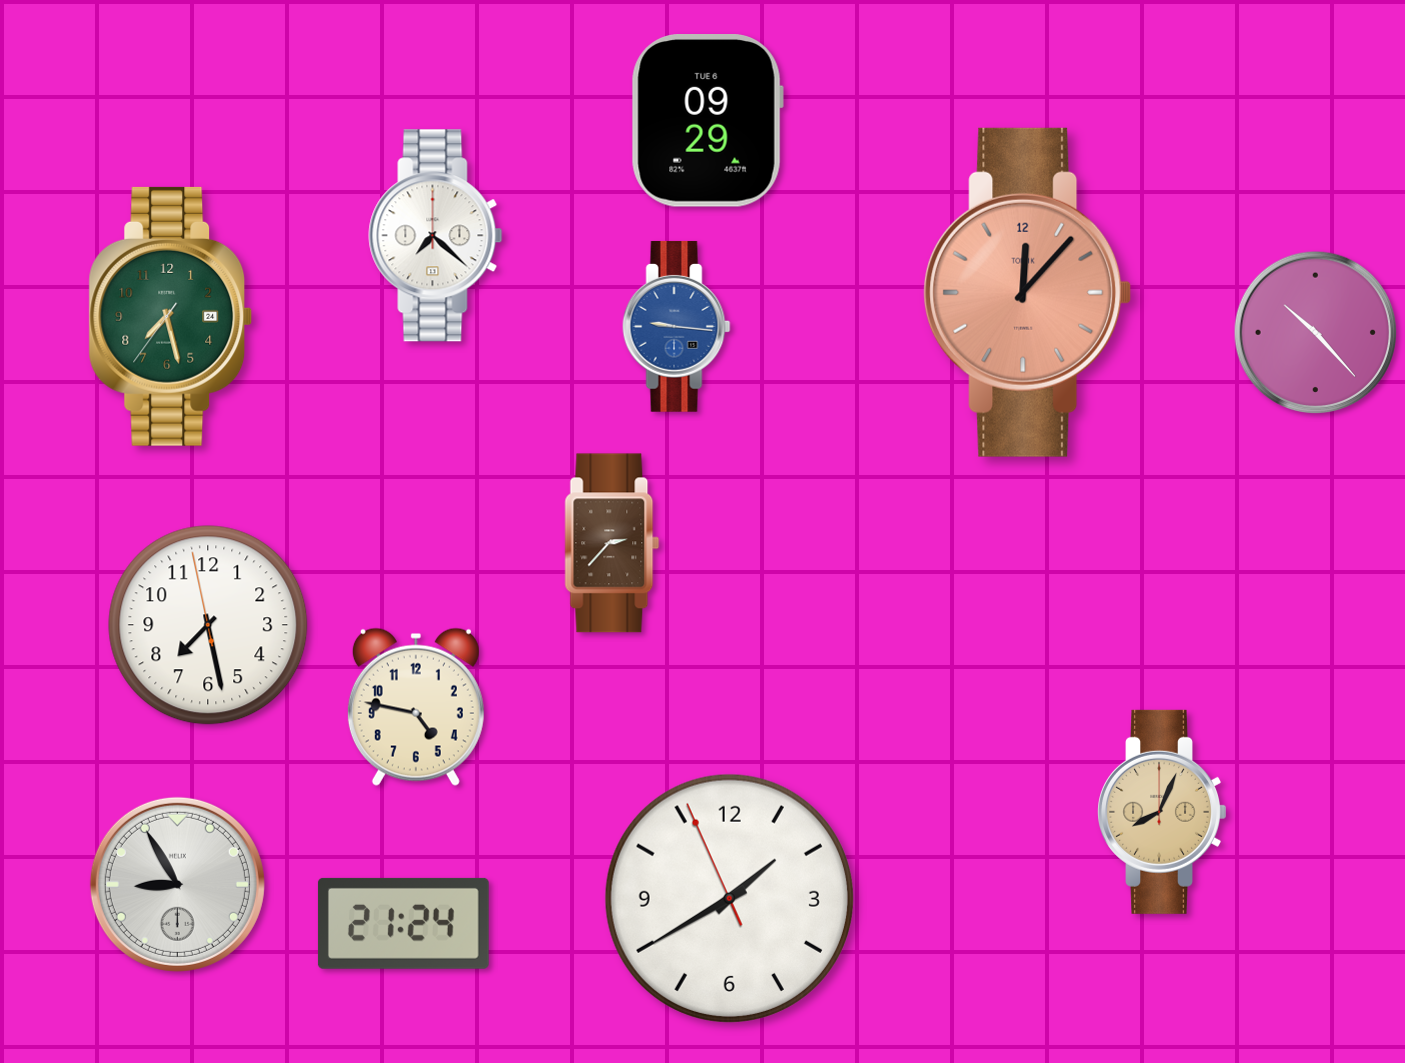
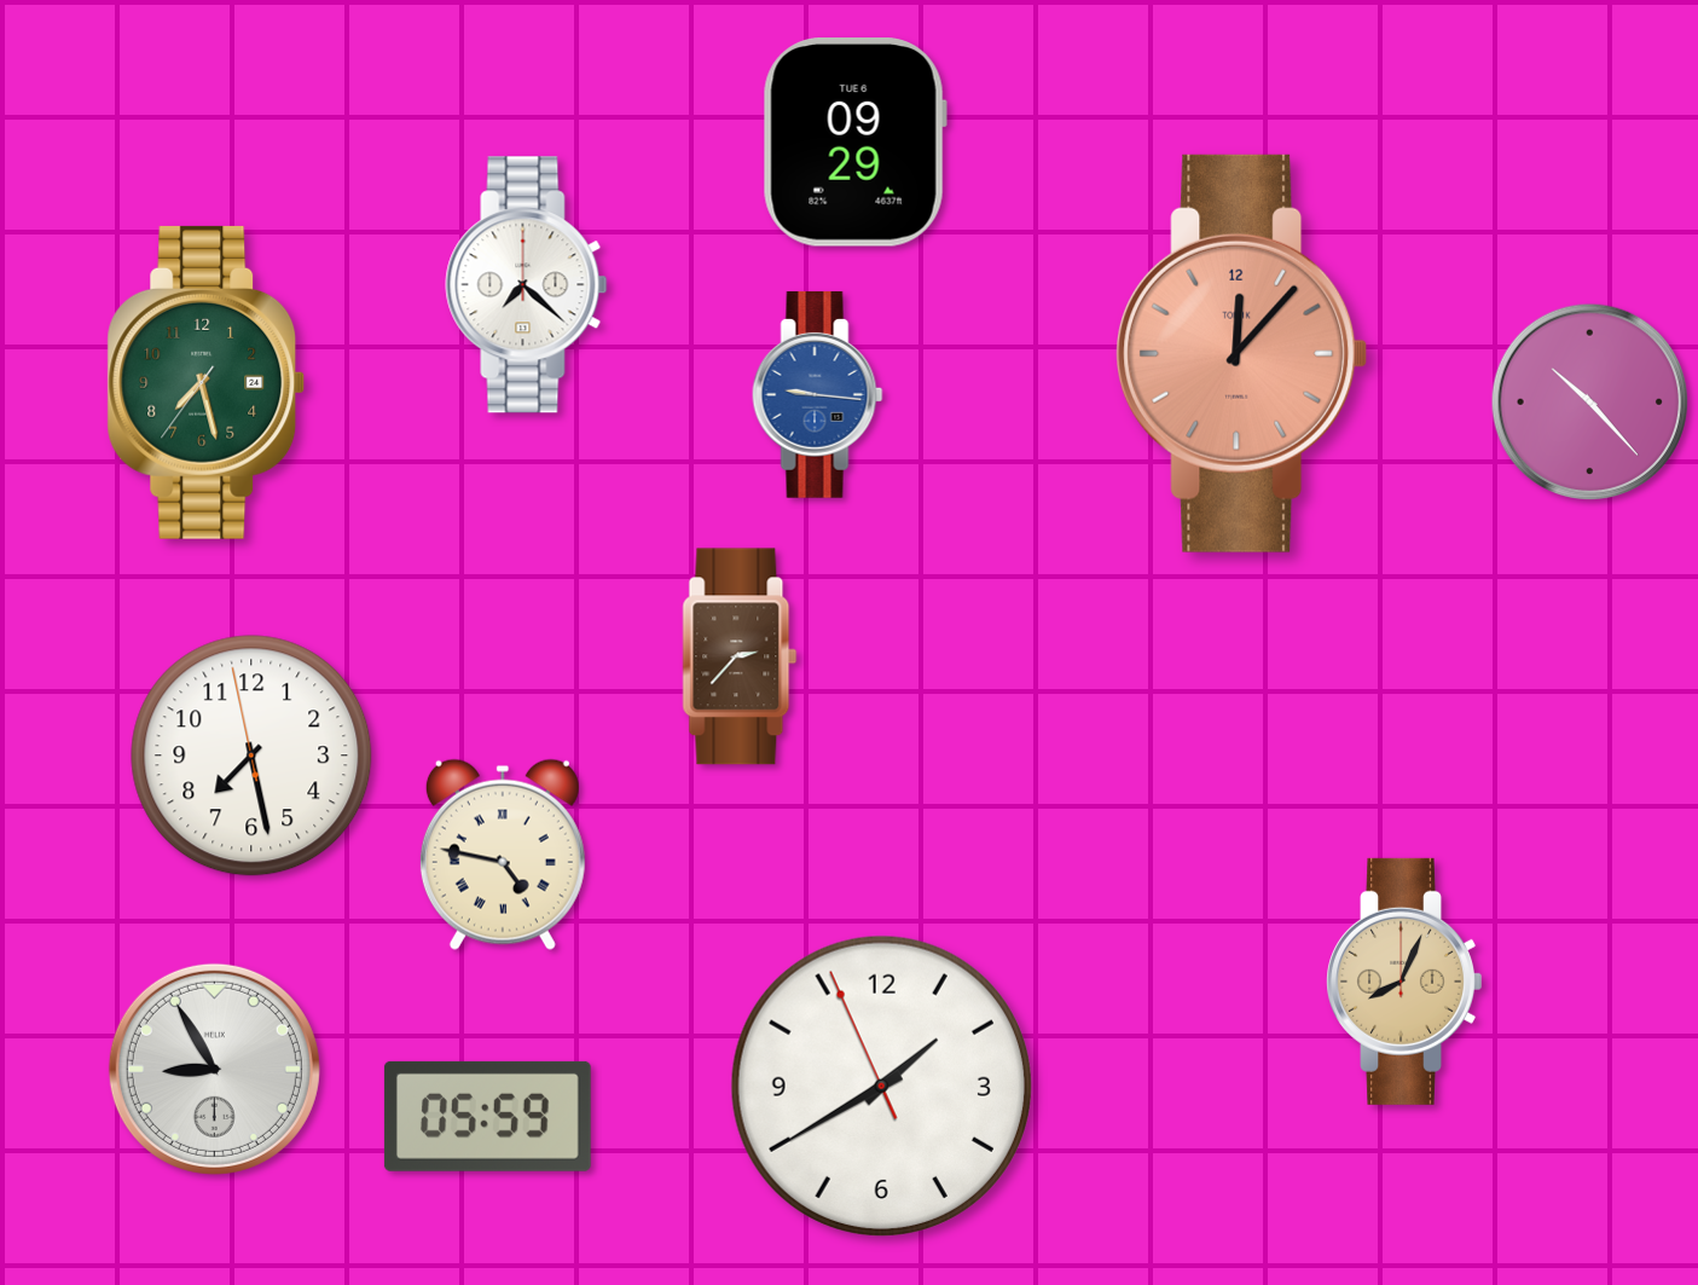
clock at (707, 121) position: (707, 121) -> (854, 143)
clock at (416, 707) numerals: Arabic -> Roman
clock at (403, 923): 21:24 -> 05:59
